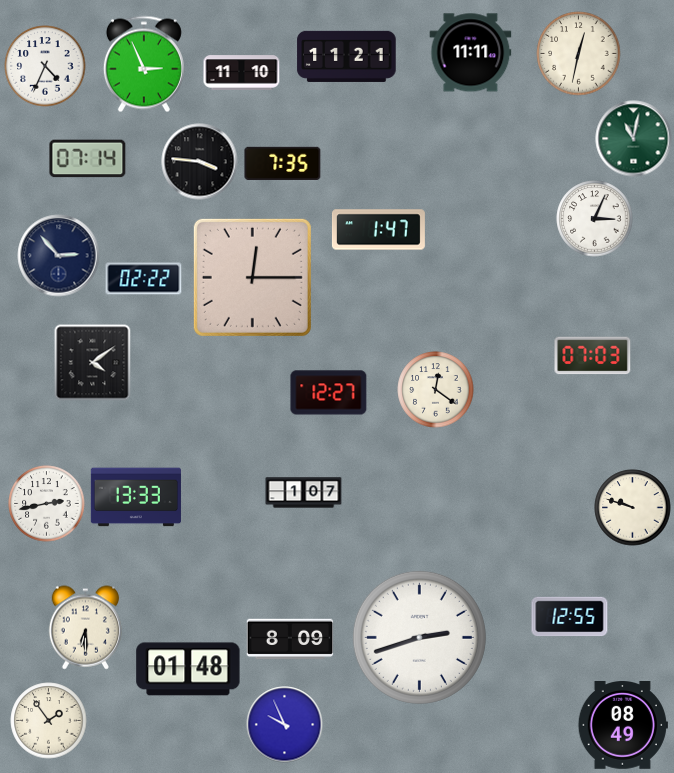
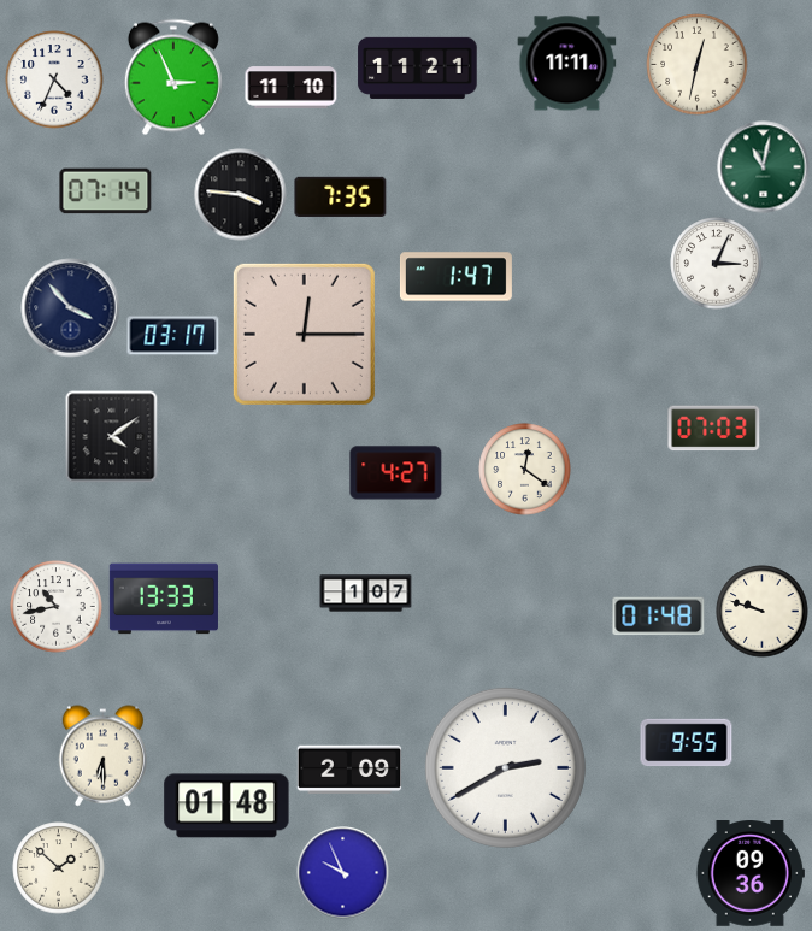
clock at (59, 256): 2:53 -> 3:53
clock at (144, 279): 02:22 -> 03:17
clock at (329, 393): 12:27 -> 4:27
clock at (47, 504): 2:43 -> 10:43
clock at (659, 617): none -> 01:48
clock at (570, 617): 12:55 -> 9:55
clock at (419, 637): 2:42 -> 2:40
clock at (290, 639): 8:09 -> 2:09
clock at (49, 721): 1:54 -> 1:52
clock at (623, 726): 08:49 -> 09:36
